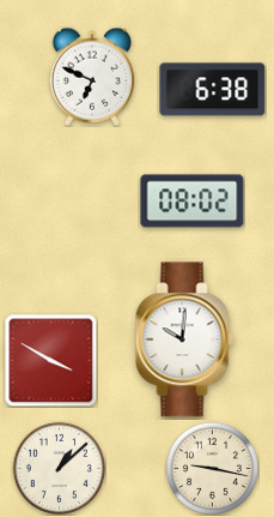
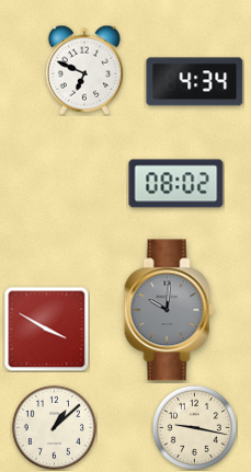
clock at (213, 90): 6:38 -> 4:34
clock at (184, 339) dial: white -> grey
